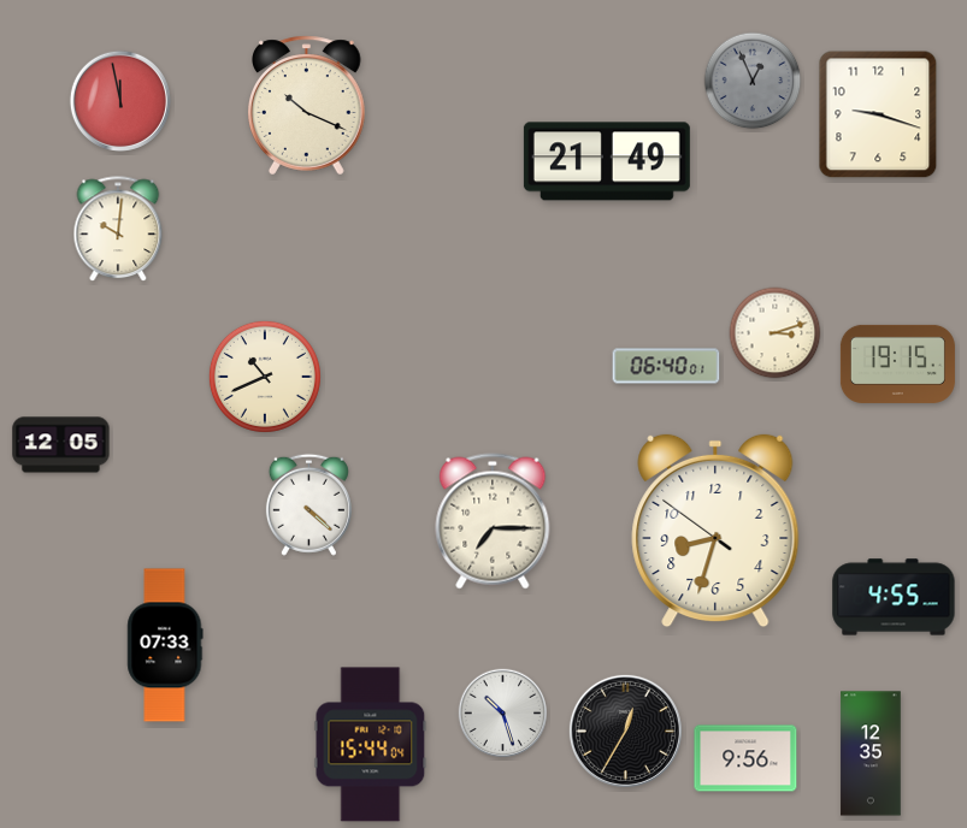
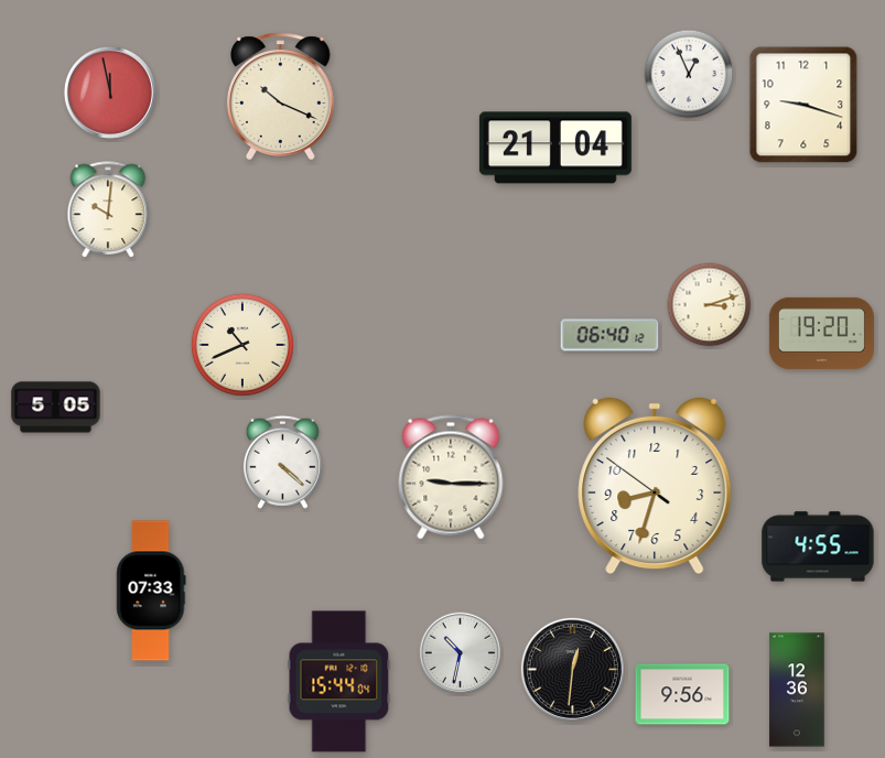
clock at (753, 81) dial: grey -> white
clock at (607, 161): 21:49 -> 21:04
clock at (897, 363): 19:15 -> 19:20
clock at (666, 366): 06:40:01 -> 06:40:12
clock at (61, 445): 12:05 -> 5:05
clock at (493, 521): 7:15 -> 9:15
clock at (503, 714): 10:27 -> 10:32
clock at (625, 731): 12:35 -> 12:31
clock at (871, 753): 12:35 -> 12:36
